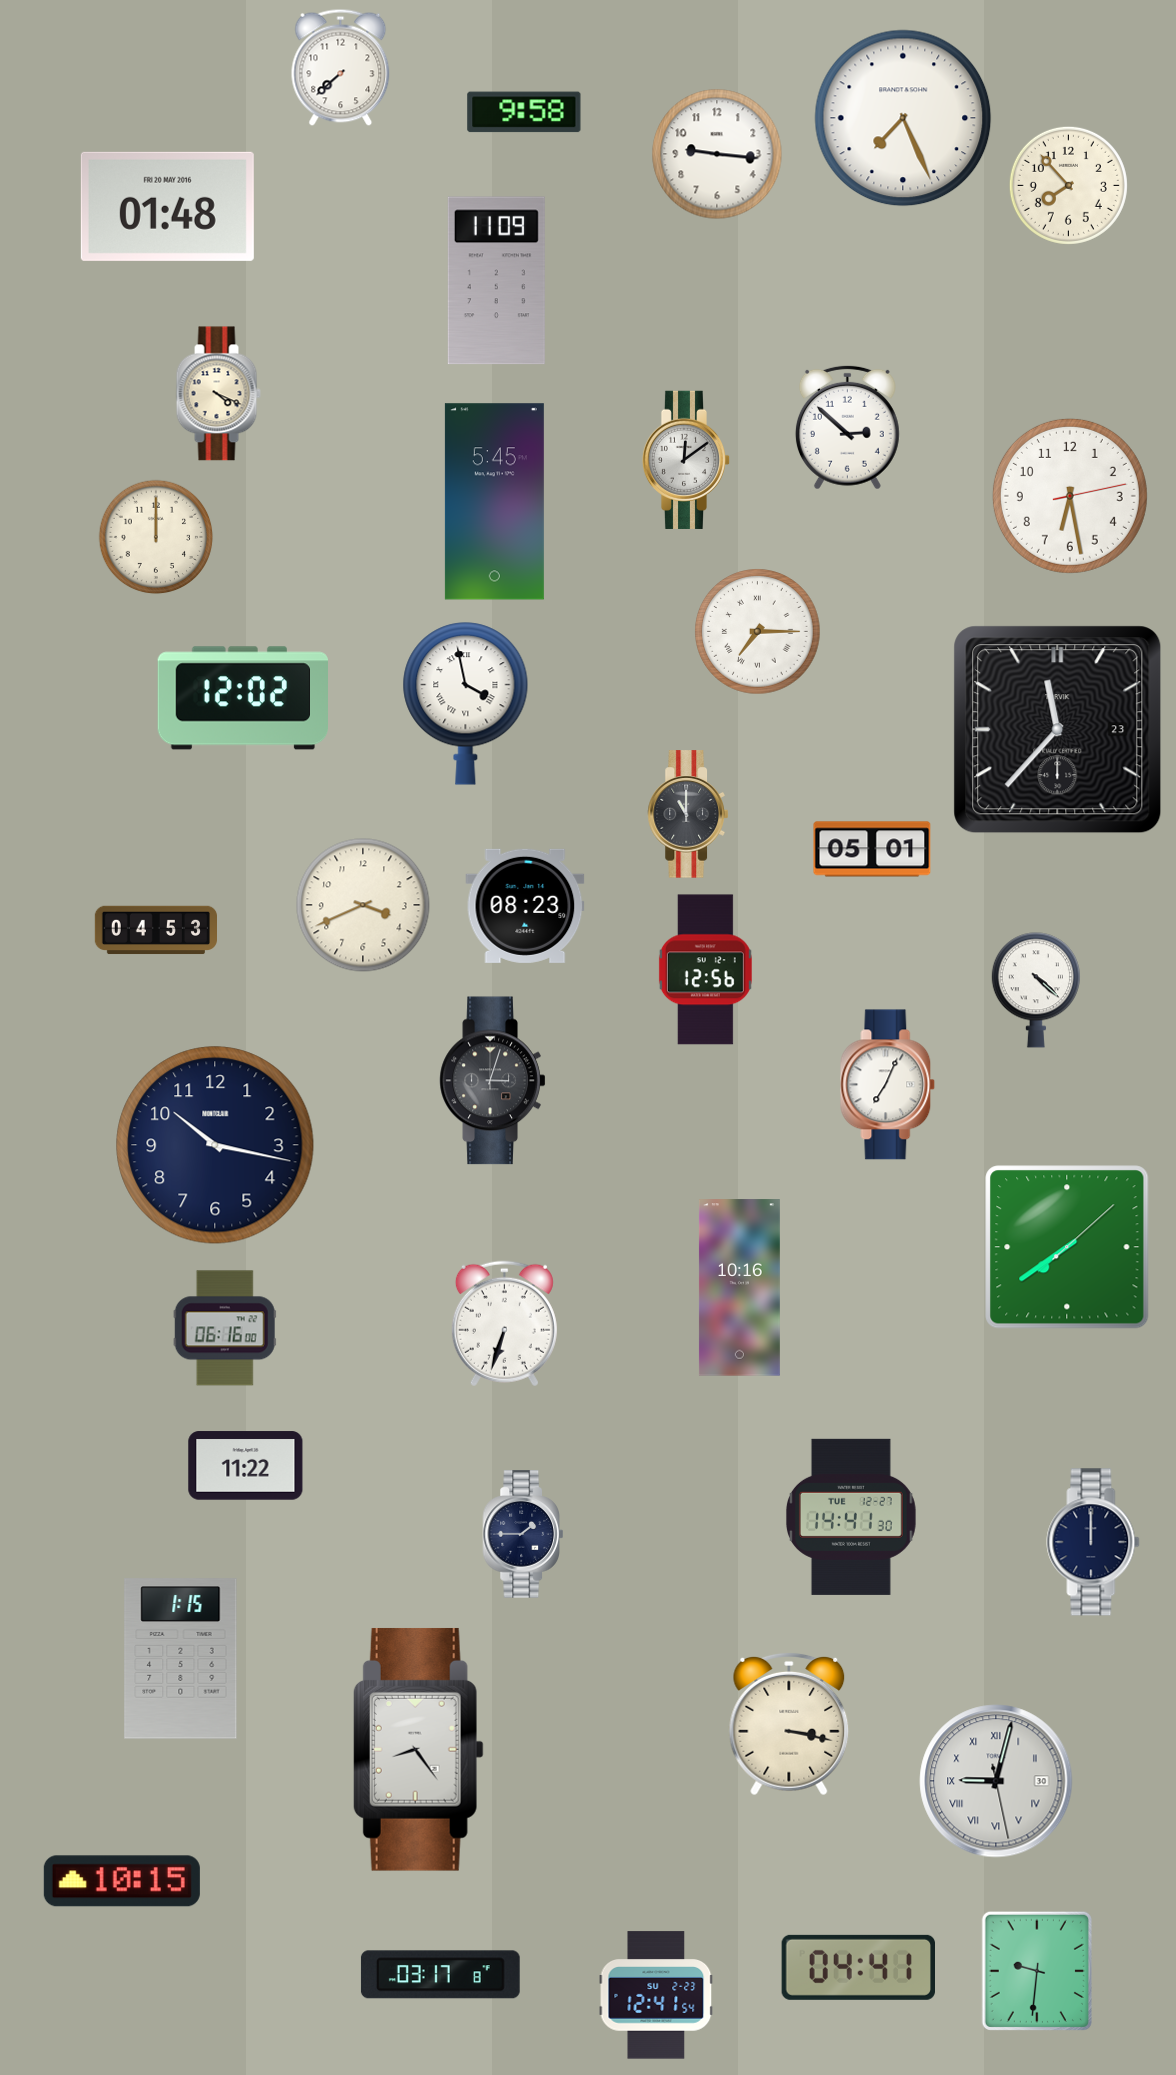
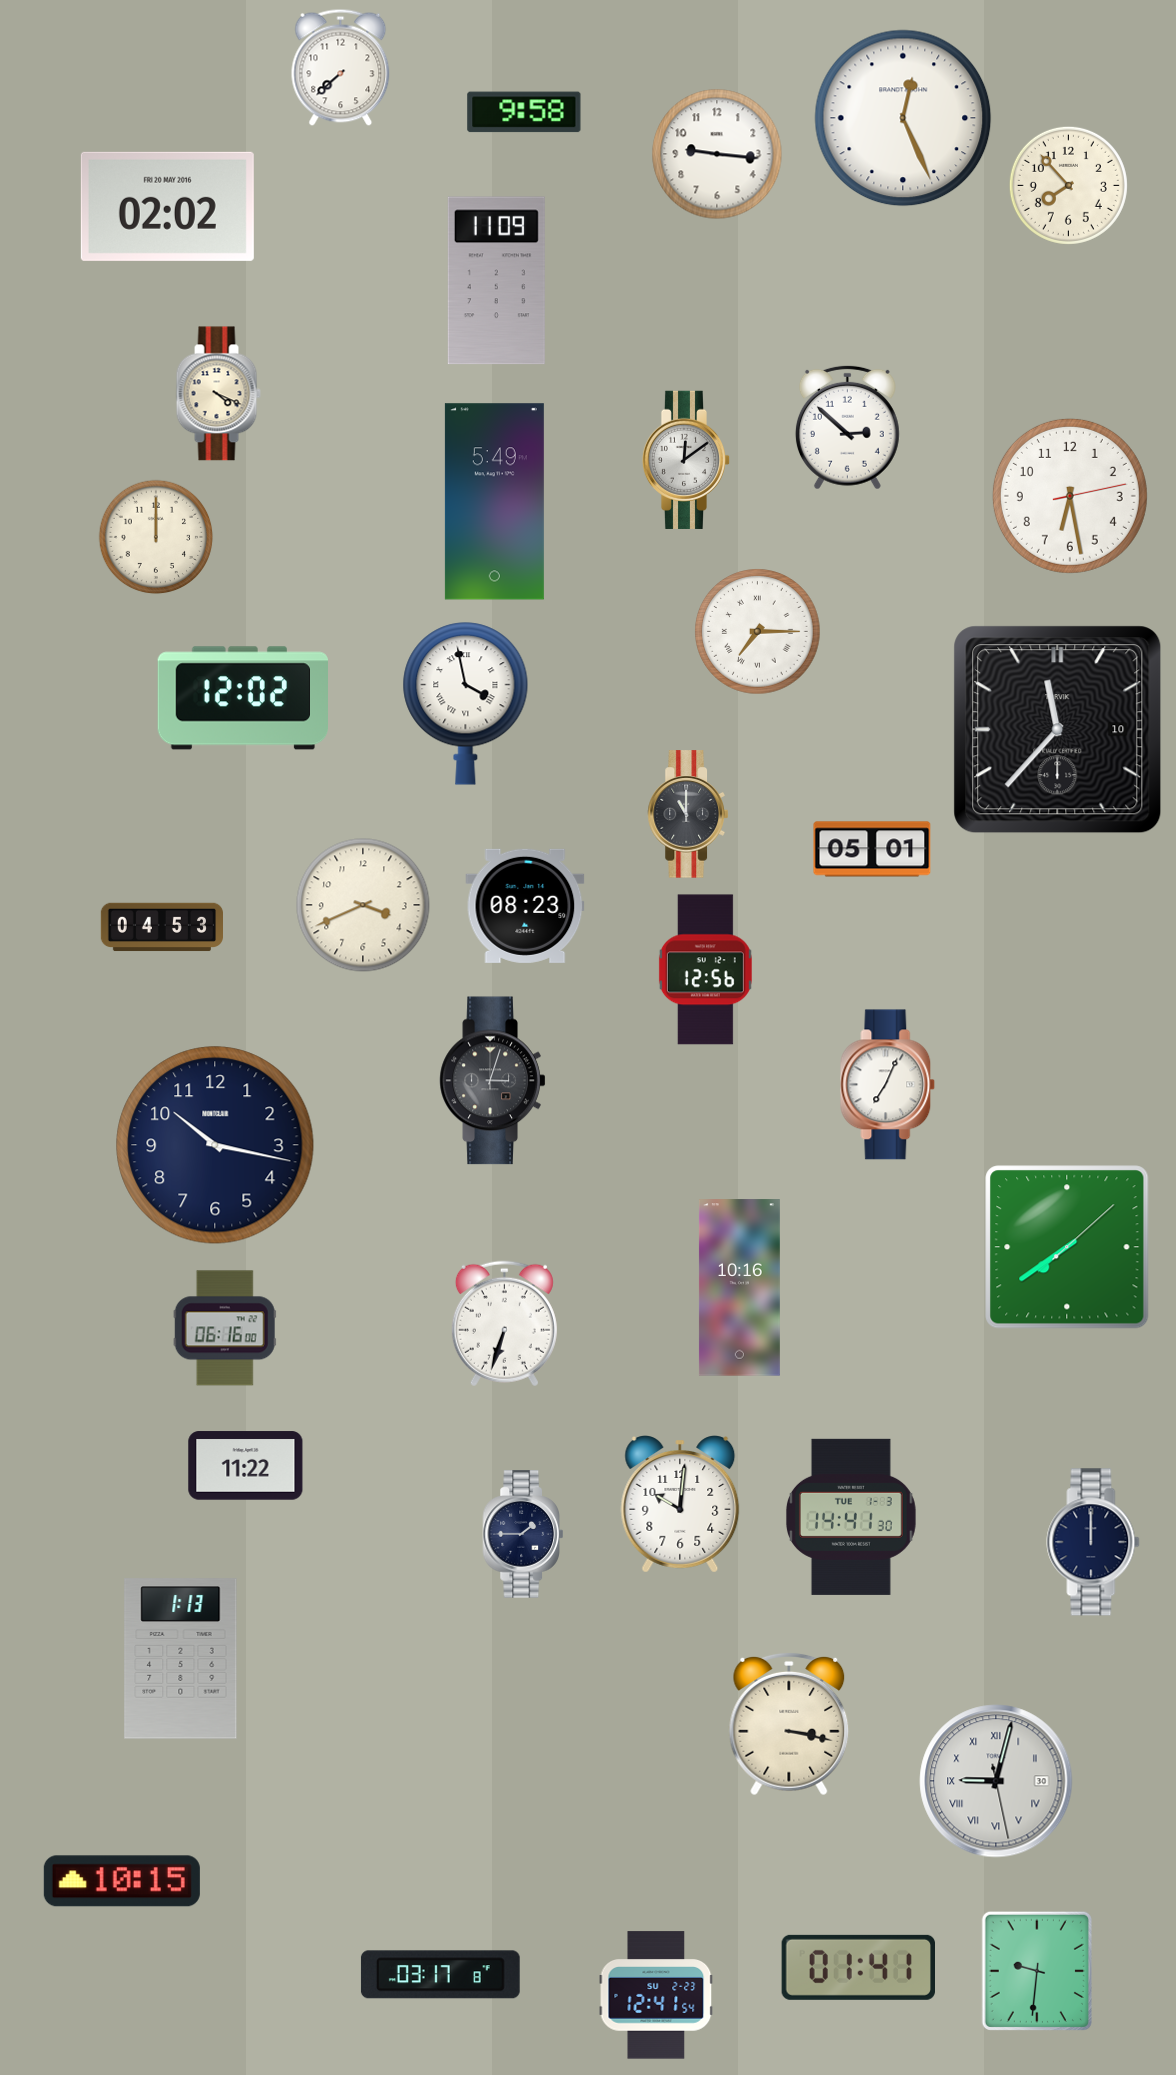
clock at (903, 118): 7:26 -> 12:26
clock at (167, 206): 01:48 -> 02:02
clock at (494, 502): 5:45 -> 5:49
clock at (1058, 730) date: 23 -> 10
clock at (155, 930) position: (155, 930) -> (161, 927)
clock at (1036, 990): 4:22 -> none
clock at (680, 1504): none -> 10:01
clock at (851, 1517) date: TUE 12-27 -> TUE 1-3
clock at (181, 1659): 1:15 -> 1:13
clock at (418, 1749): 8:24 -> none
clock at (859, 1967): 04:41 -> 01:41
